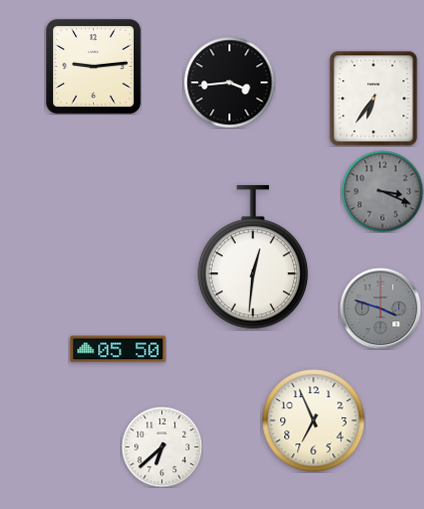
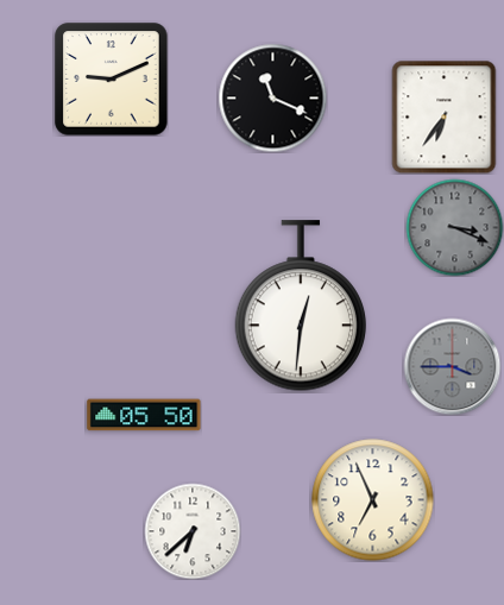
clock at (94, 67): 9:14 -> 9:11
clock at (229, 82): 3:44 -> 11:19
clock at (380, 308): 3:48 -> 3:45
clock at (118, 349) position: (118, 349) -> (144, 415)
